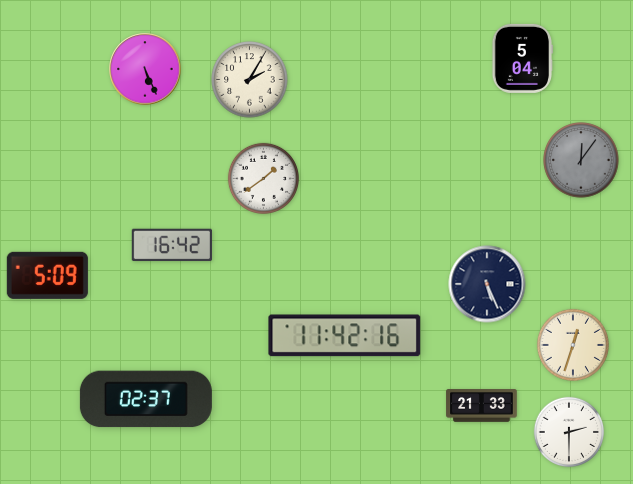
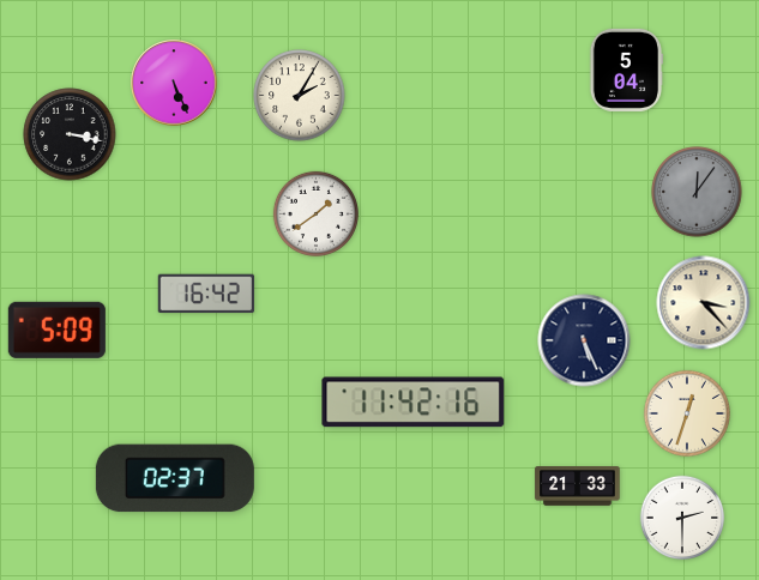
clock at (70, 134): none -> 3:17
clock at (704, 303): none -> 3:23
